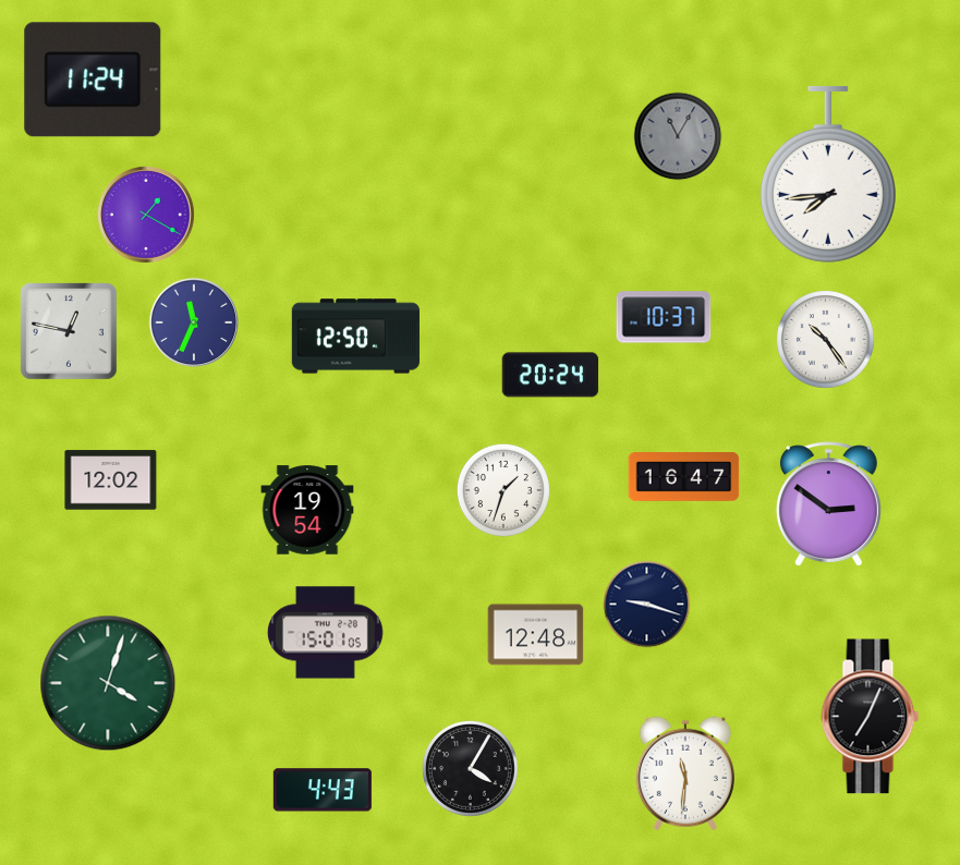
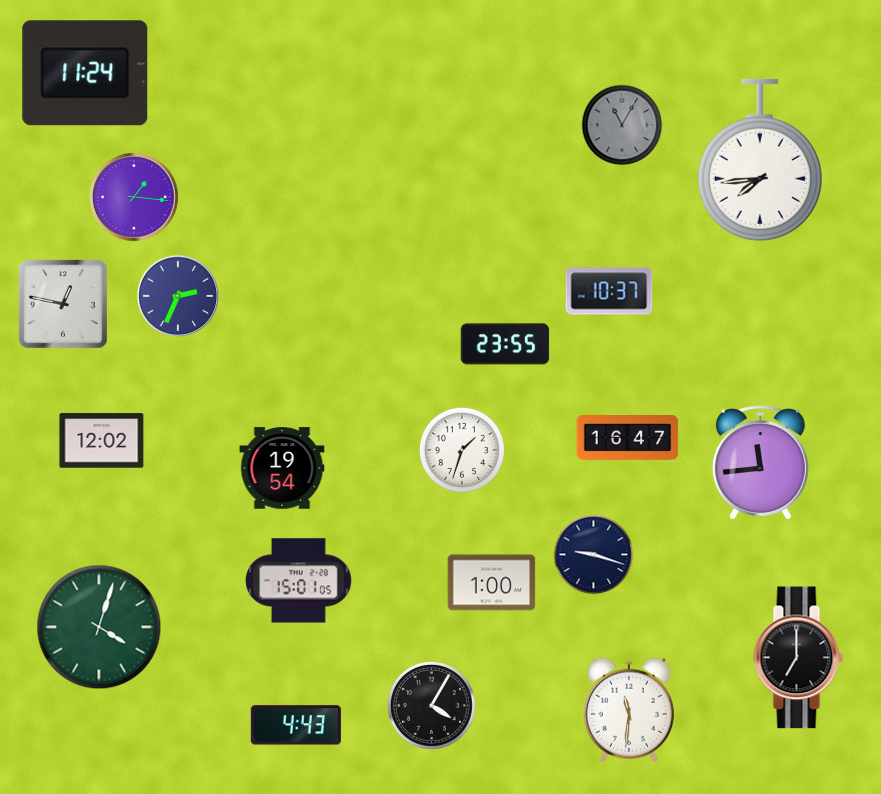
clock at (147, 216): 1:20 -> 1:16
clock at (193, 321): 11:34 -> 2:34
clock at (355, 337): 12:50 -> none
clock at (826, 340): 10:24 -> none
clock at (550, 375): 20:24 -> 23:55
clock at (828, 504): 2:51 -> 11:44
clock at (536, 635): 12:48 -> 1:00
clock at (871, 717): 7:04 -> 7:00
